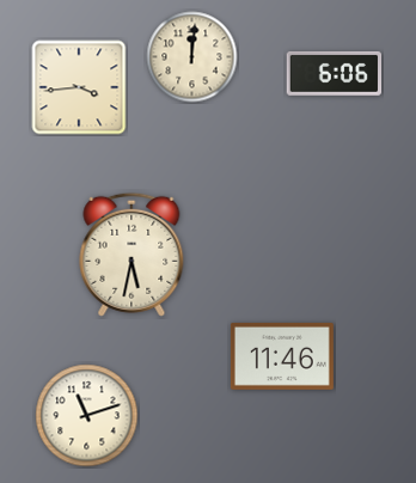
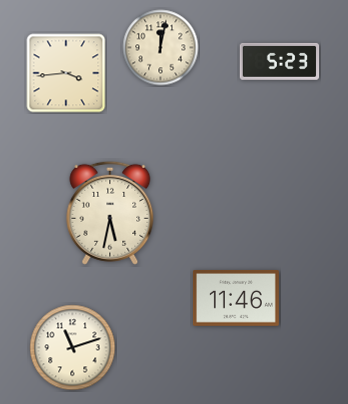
clock at (192, 57): 12:01 -> 12:02
clock at (335, 73): 6:06 -> 5:23
